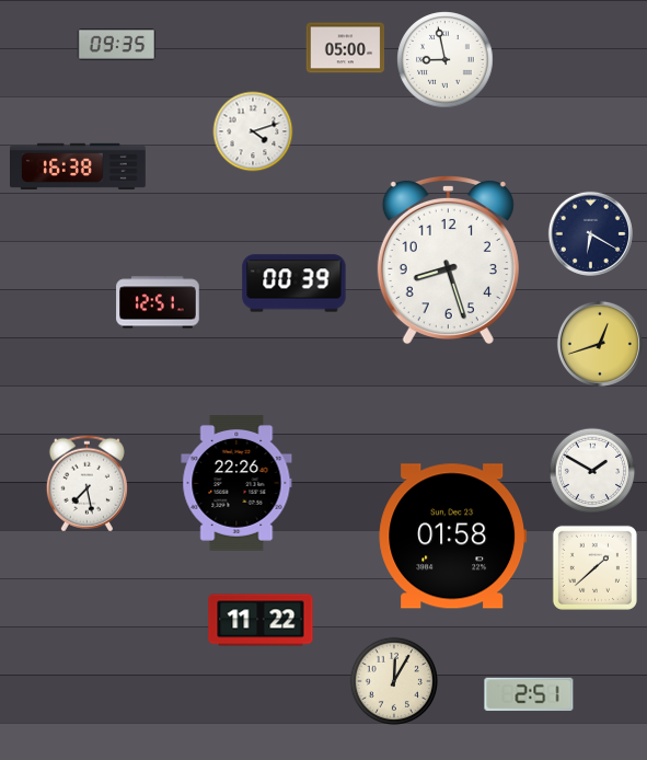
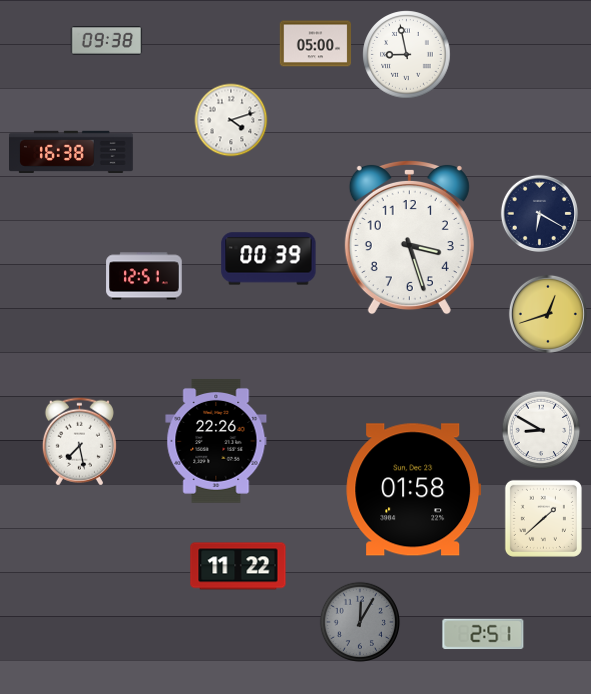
clock at (117, 45): 09:35 -> 09:38
clock at (448, 260): 8:27 -> 3:27
clock at (592, 471): 1:50 -> 8:50
clock at (394, 681) dial: cream -> grey
